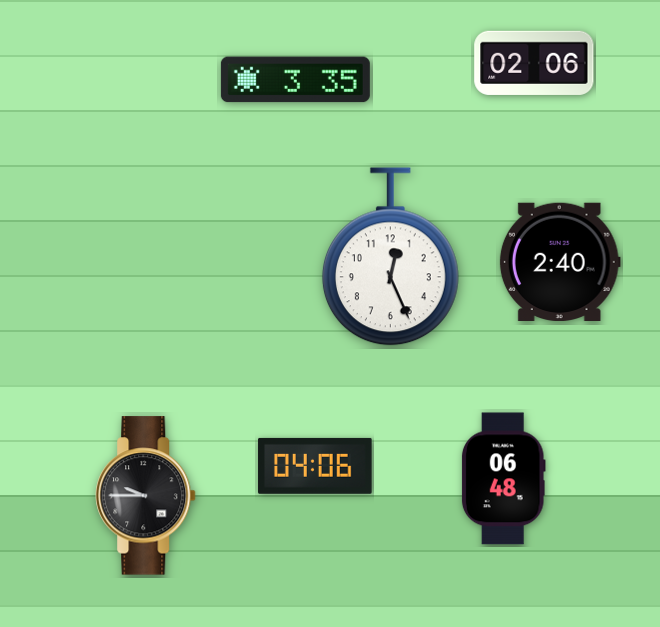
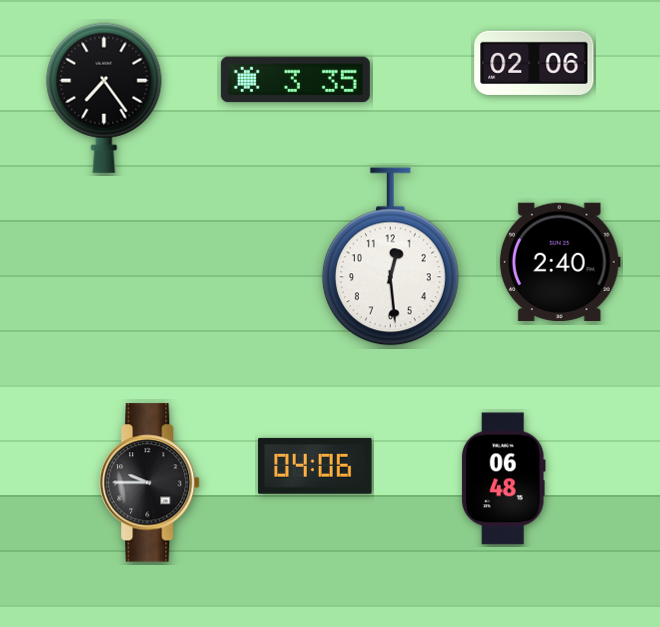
clock at (104, 98): none -> 7:24
clock at (390, 257): 12:26 -> 12:29
clock at (146, 496) position: (146, 496) -> (150, 483)
